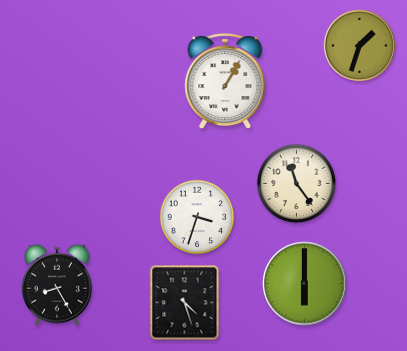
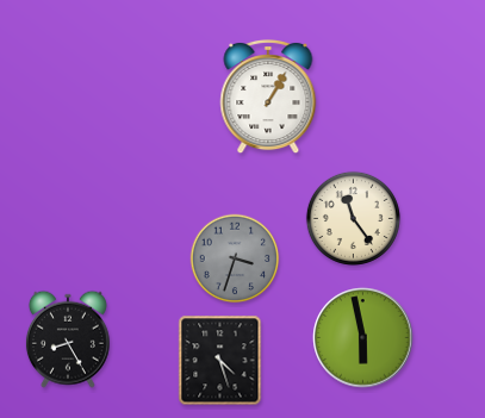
clock at (359, 45): 1:33 -> none
clock at (197, 217) dial: white -> grey
clock at (305, 284): 6:00 -> 5:58
